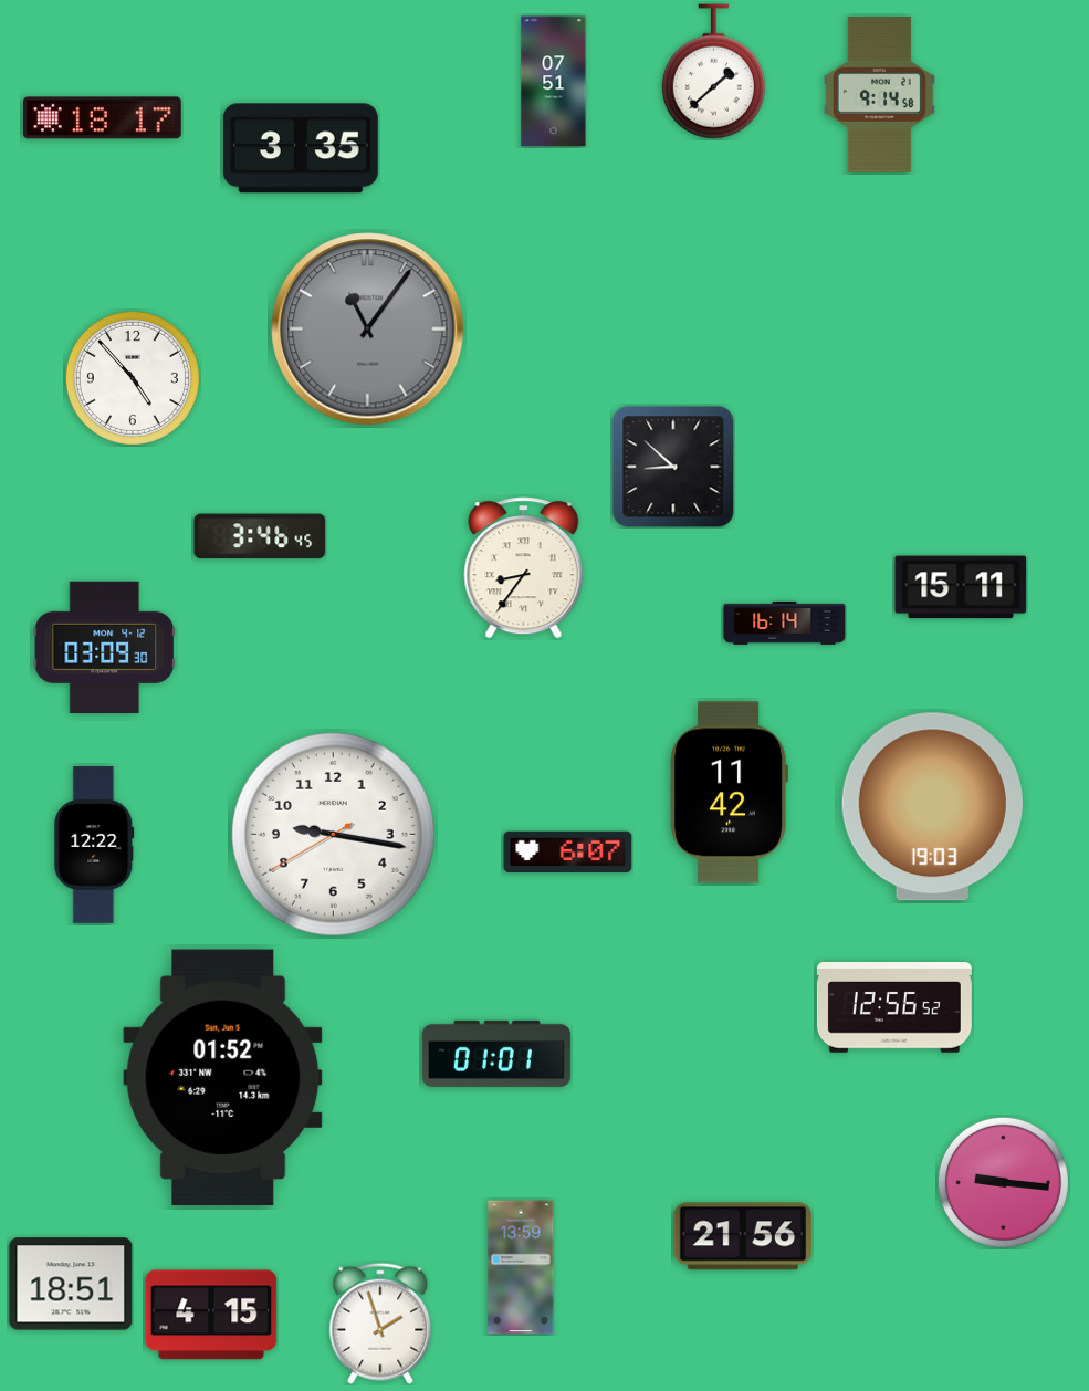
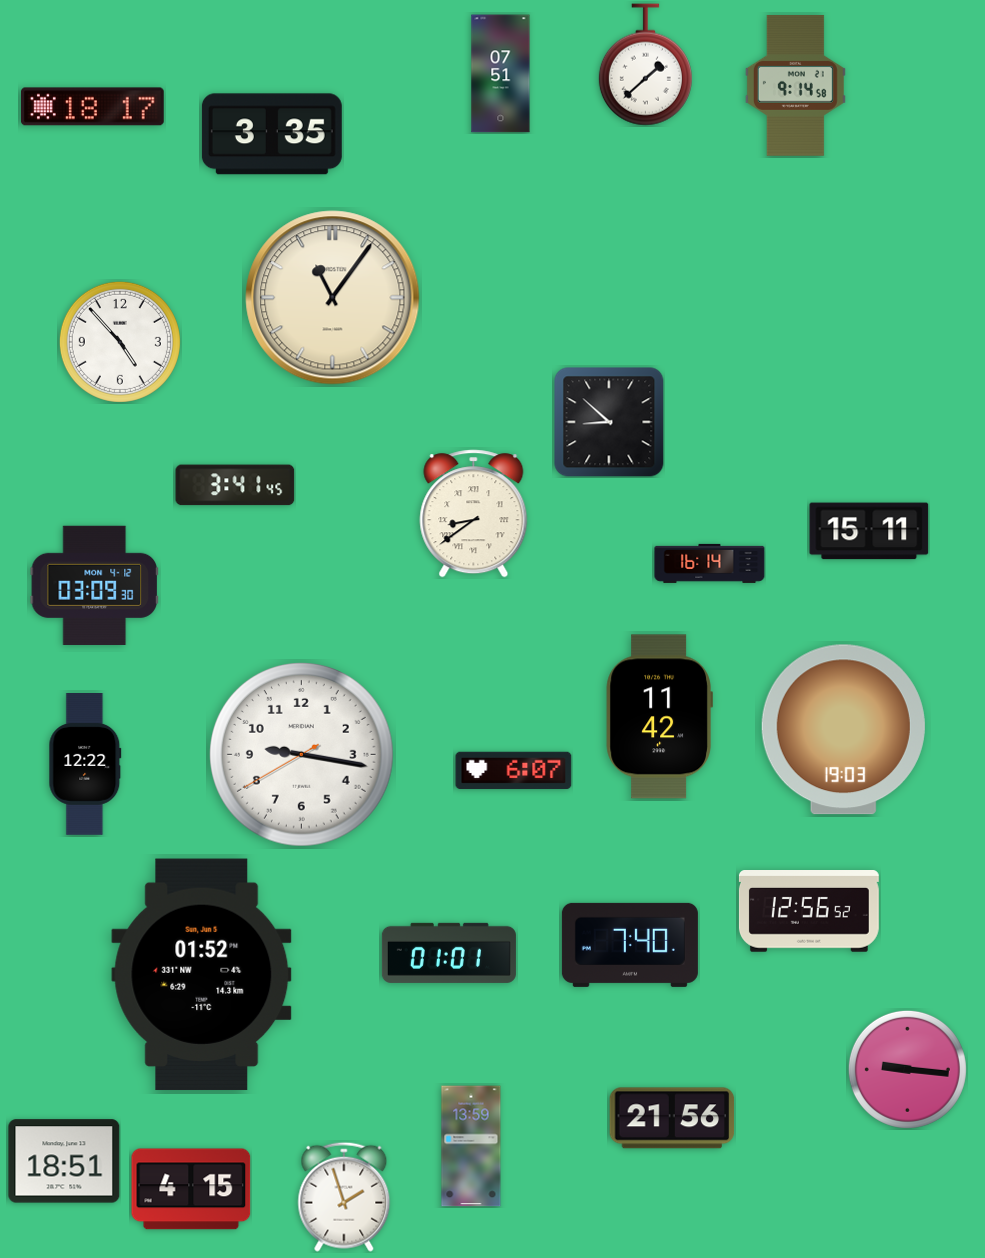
clock at (368, 330) dial: grey -> cream
clock at (260, 536): 3:46 -> 3:41
clock at (524, 568): 8:36 -> 8:39
clock at (630, 945): none -> 7:40
